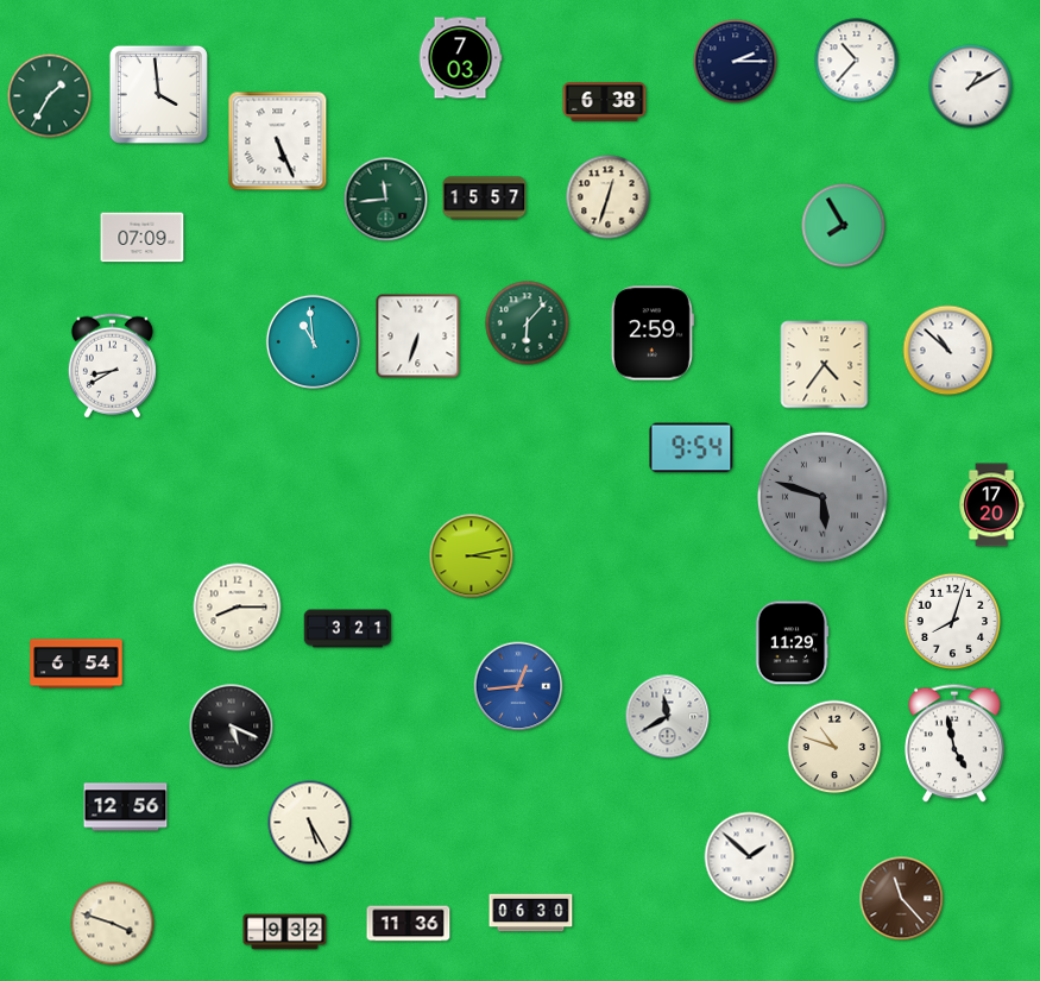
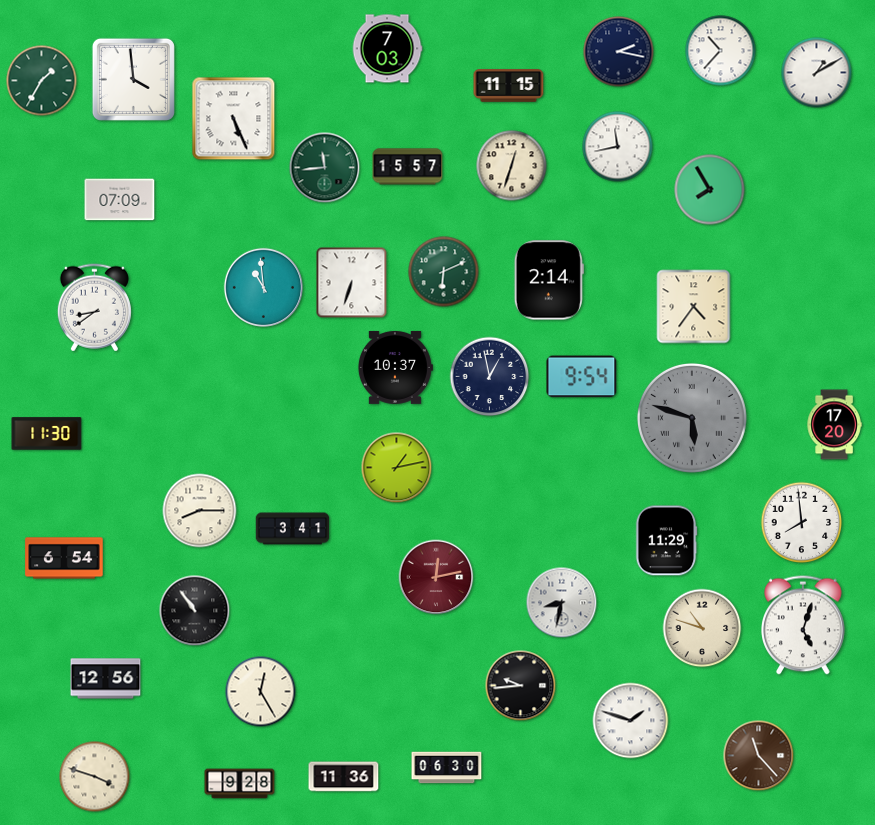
clock at (736, 62): 2:15 -> 2:17
clock at (605, 102): 6:38 -> 11:15
clock at (618, 147): none -> 11:43
clock at (528, 323): 6:07 -> 6:11
clock at (653, 333): 2:59 -> 2:14
clock at (948, 351): 10:52 -> none
clock at (112, 366): 8:40 -> 8:39
clock at (395, 367): none -> 10:37
clock at (490, 377): none -> 12:58
clock at (47, 434): none -> 11:30
clock at (472, 556): 3:13 -> 1:13
clock at (953, 622): 8:03 -> 7:59
clock at (348, 629): 3:21 -> 3:41
clock at (518, 686): 12:44 -> 12:13
clock at (518, 686) dial: blue -> burgundy
clock at (668, 717): 11:40 -> 8:32
clock at (232, 727): 5:19 -> 10:54
clock at (954, 743): 4:58 -> 5:03
clock at (521, 686): none -> 9:44
clock at (310, 823): 5:25 -> 12:25
clock at (750, 857): 1:52 -> 1:48
clock at (285, 932): 9:32 -> 9:28
